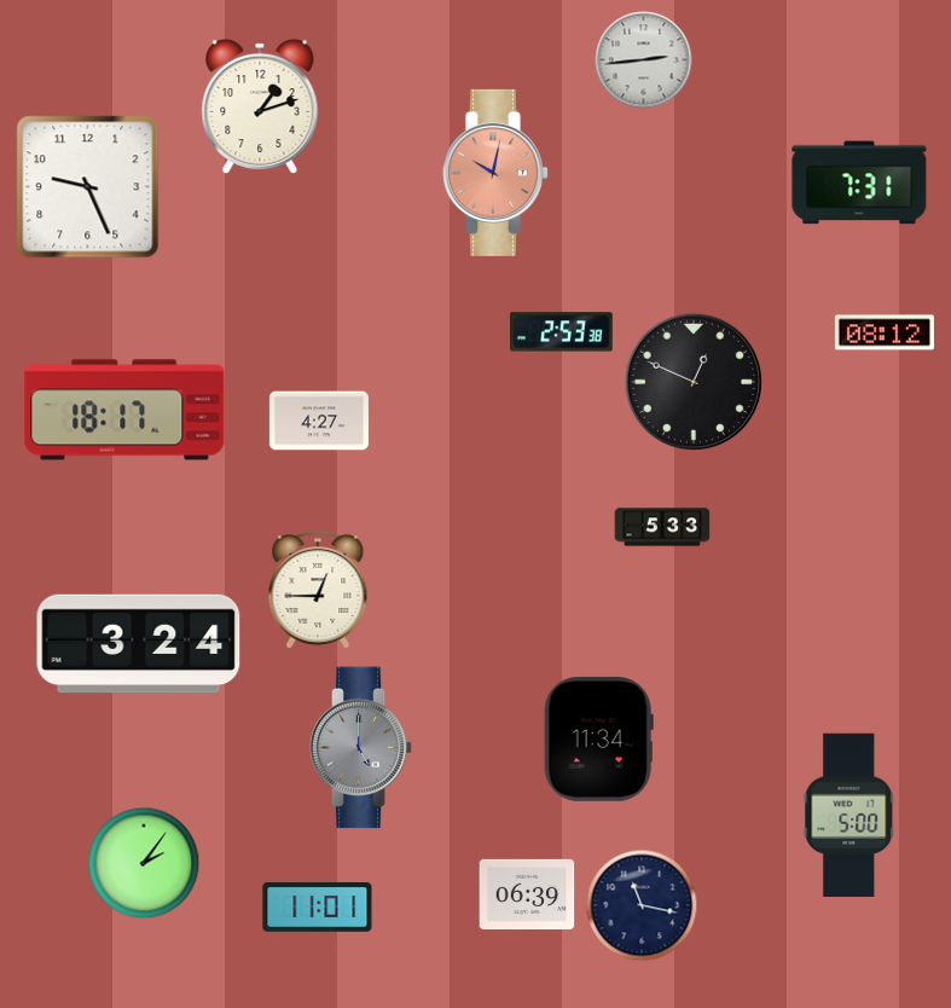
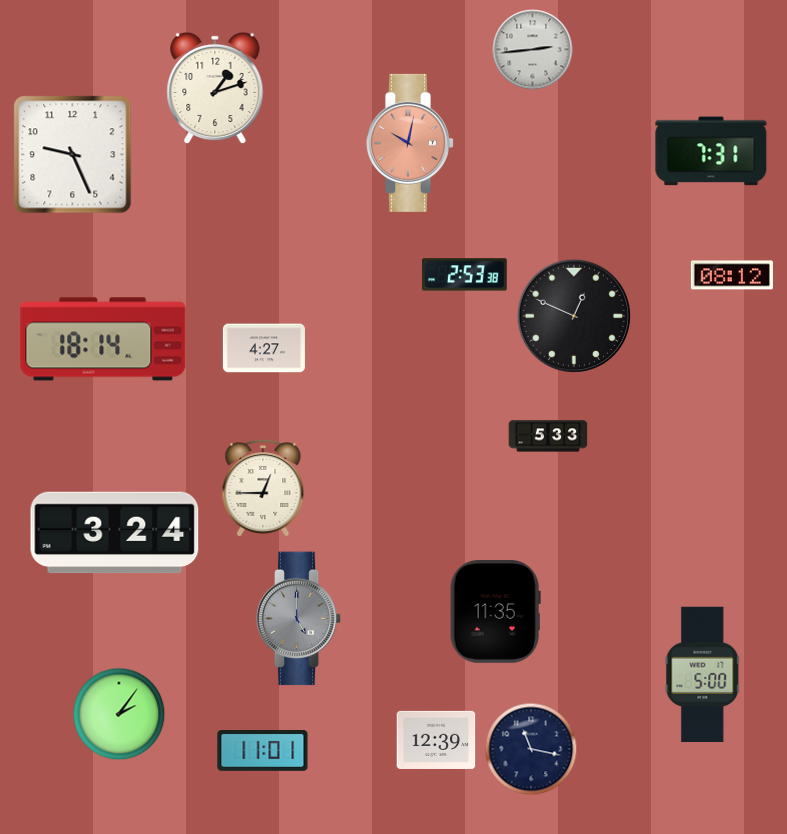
clock at (124, 410): 18:17 -> 18:14
clock at (598, 738): 11:34 -> 11:35
clock at (527, 894): 06:39 -> 12:39
